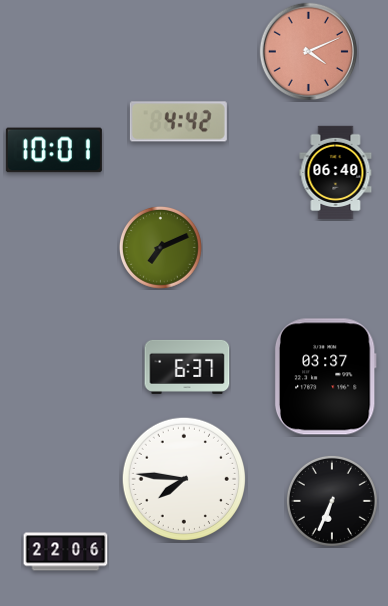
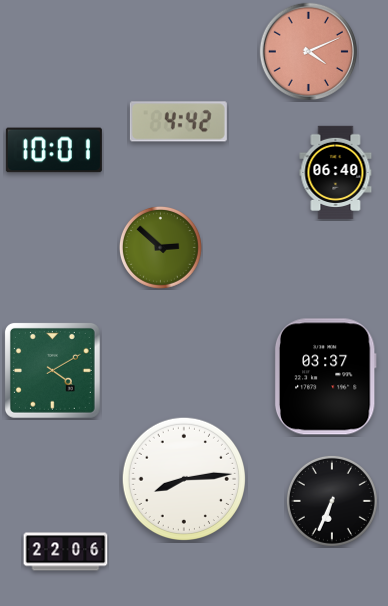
clock at (161, 248): 7:11 -> 2:52
clock at (187, 367): 6:37 -> none
clock at (52, 370): none -> 4:10
clock at (183, 478): 7:46 -> 8:14
